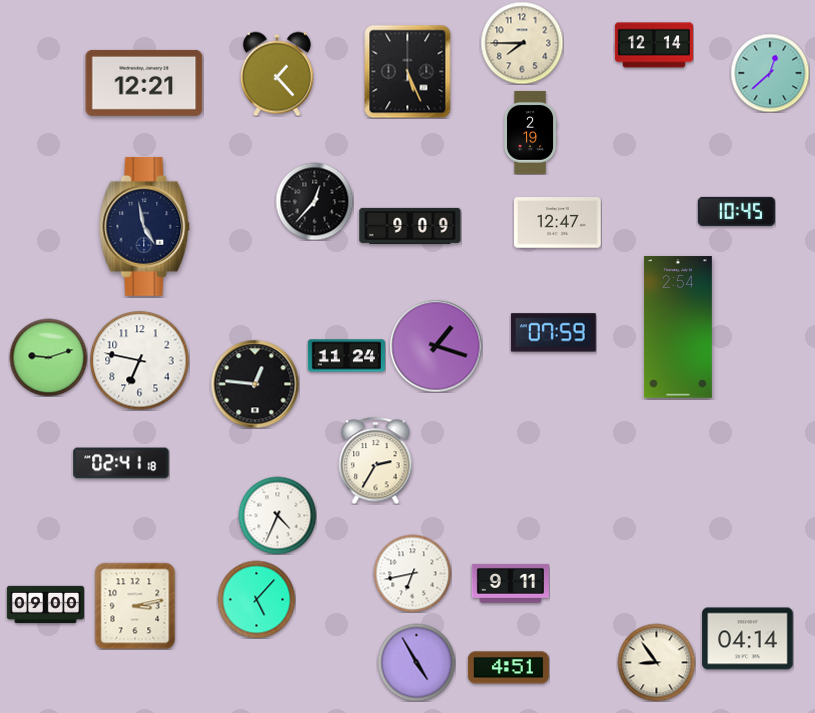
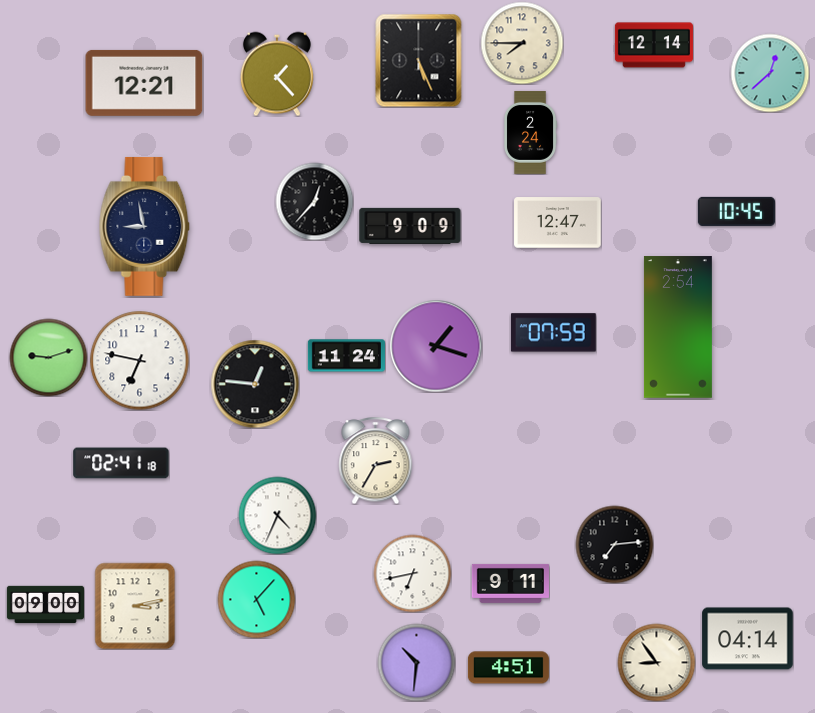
clock at (408, 71) position: (408, 71) -> (419, 60)
clock at (530, 132): 2:19 -> 2:24
clock at (145, 226): 4:58 -> 8:58
clock at (614, 544): none -> 7:14
clock at (416, 662): 4:55 -> 10:31
